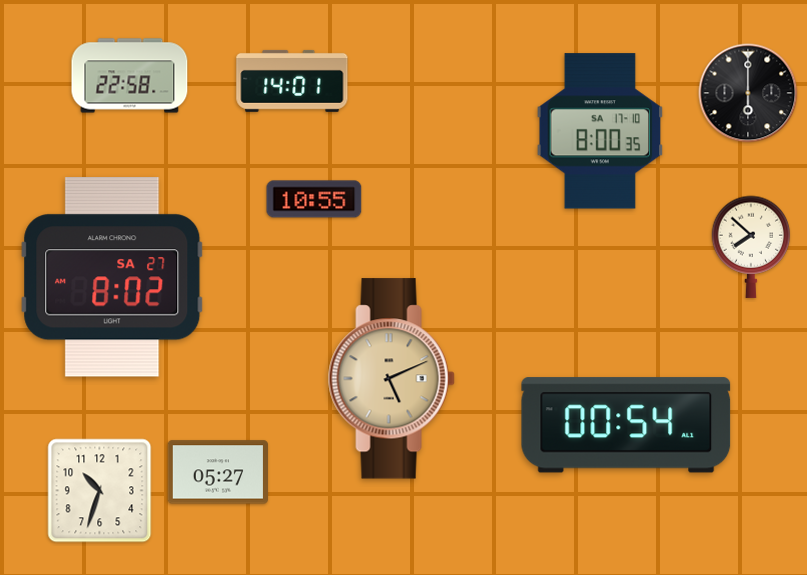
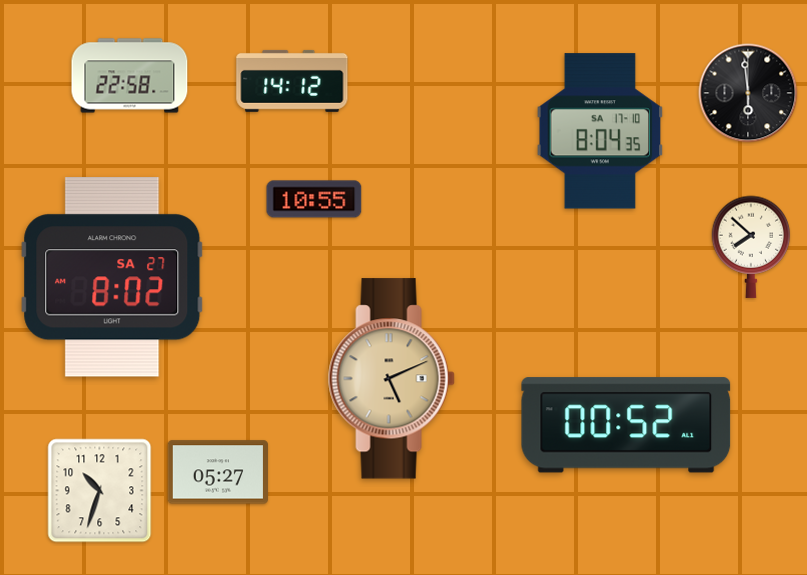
clock at (292, 81): 14:01 -> 14:12
clock at (748, 93): 6:00 -> 5:59
clock at (600, 131): 8:00 -> 8:04
clock at (626, 425): 00:54 -> 00:52
